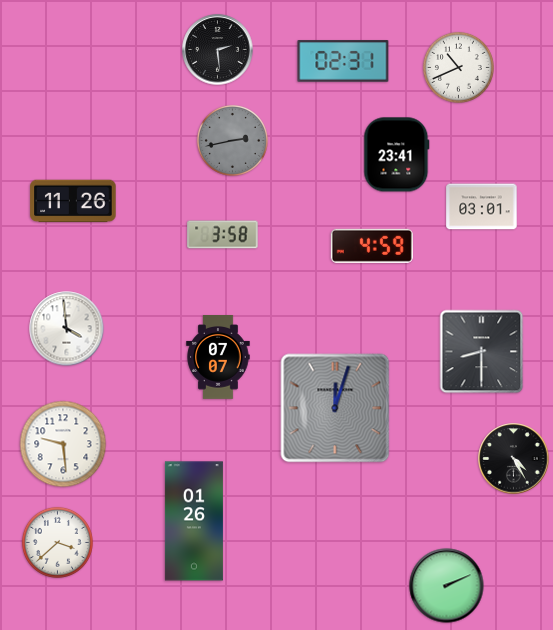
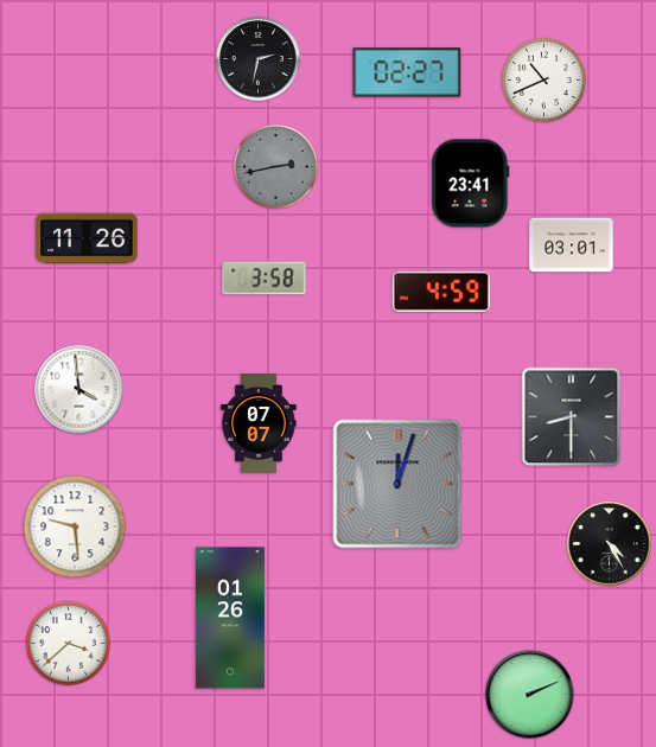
clock at (218, 50): 2:29 -> 2:32
clock at (343, 61): 02:31 -> 02:27
